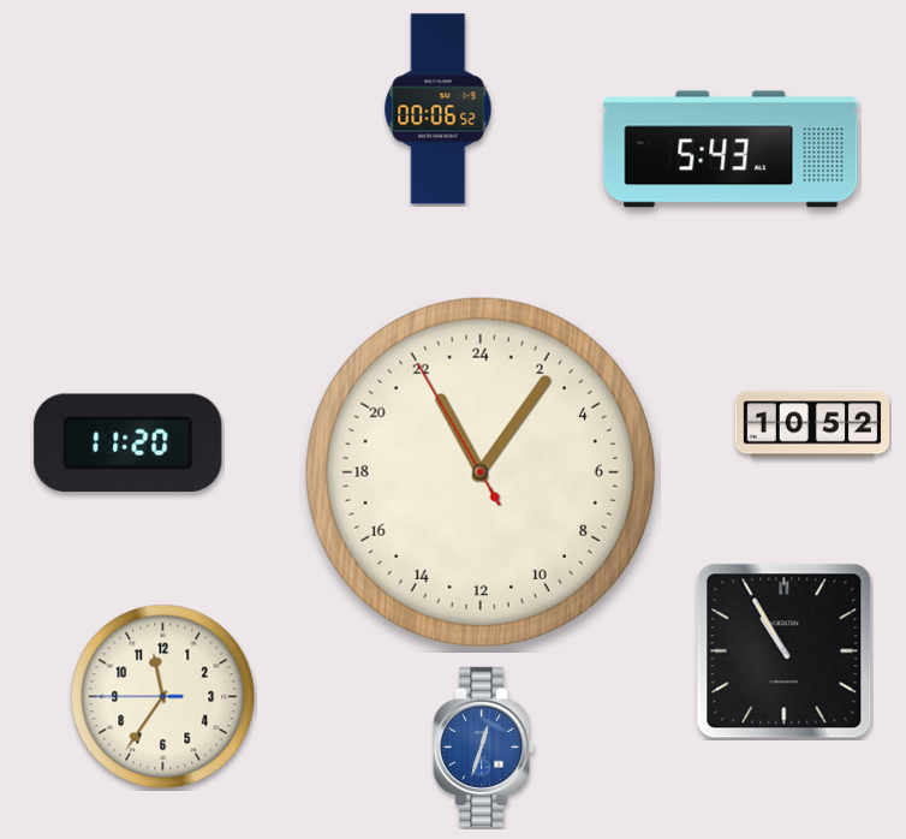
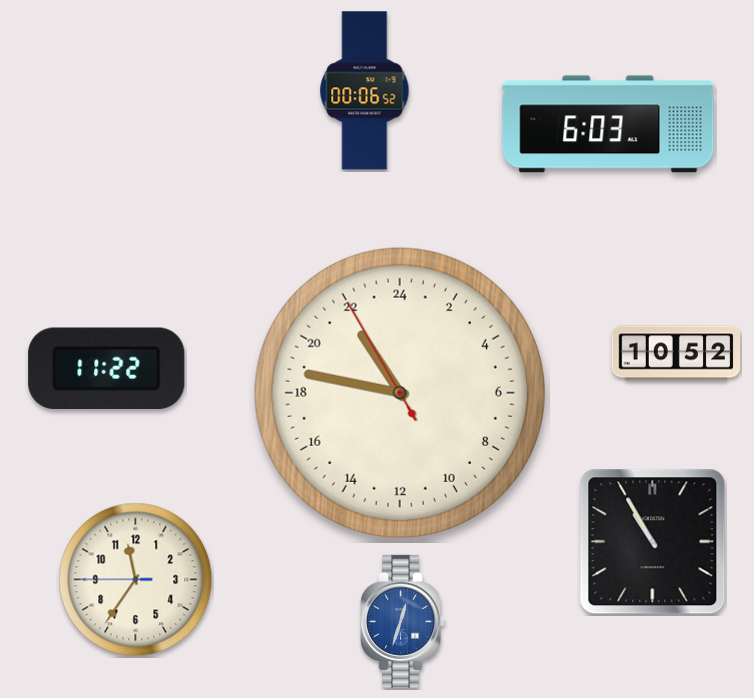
clock at (731, 149): 5:43 -> 6:03
clock at (129, 442): 11:20 -> 11:22
clock at (481, 472): 22:05 -> 21:46
